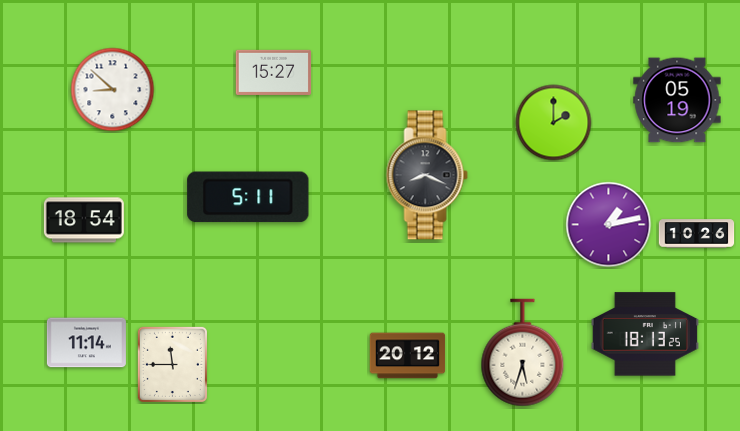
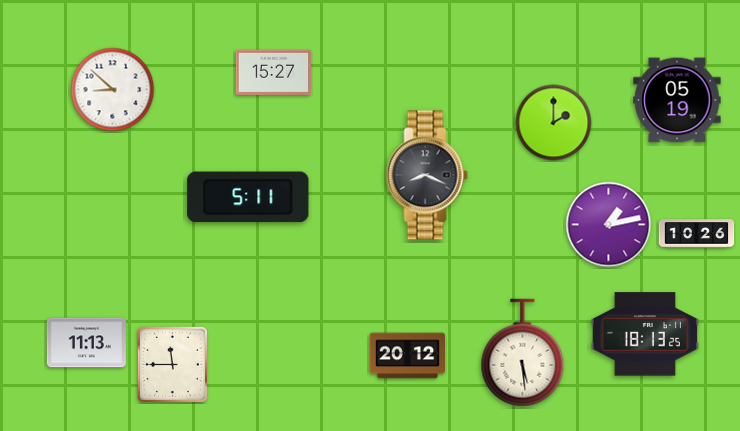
clock at (84, 220): 18:54 -> none
clock at (86, 343): 11:14 -> 11:13
clock at (523, 353): 5:33 -> 5:29
